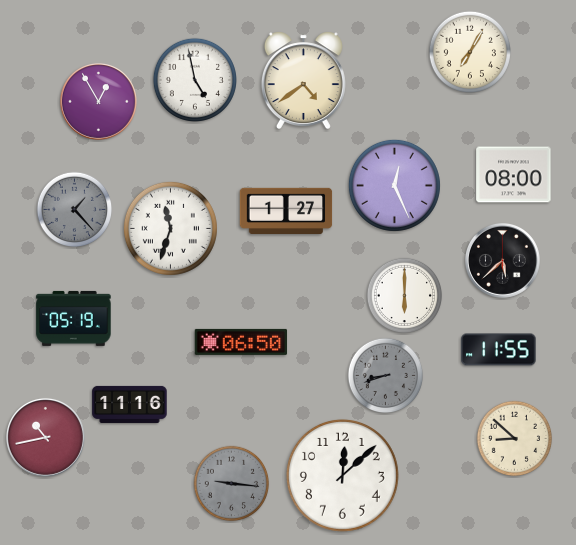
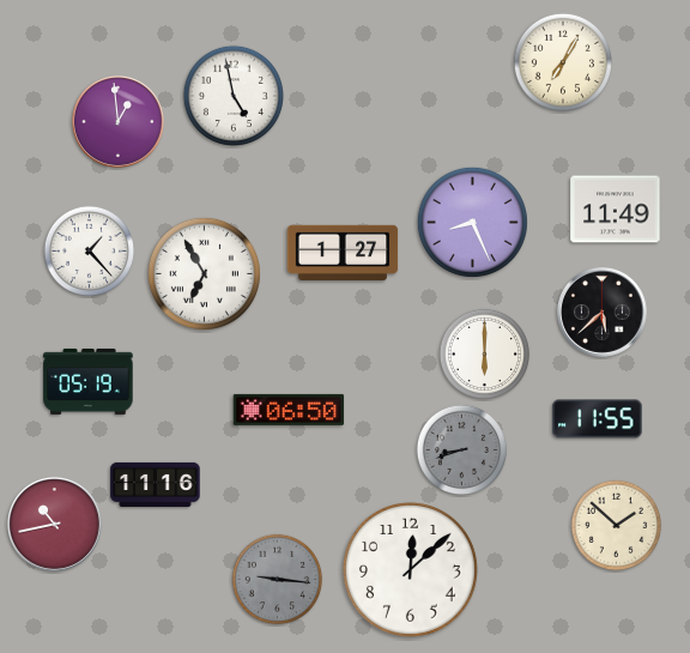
clock at (303, 80): 4:39 -> none
clock at (98, 101): 12:55 -> 12:59
clock at (514, 175): 08:00 -> 11:49
clock at (394, 185): 12:26 -> 8:26
clock at (75, 210) dial: grey -> white
clock at (170, 228): 11:33 -> 6:55
clock at (515, 439): 8:52 -> 1:52
